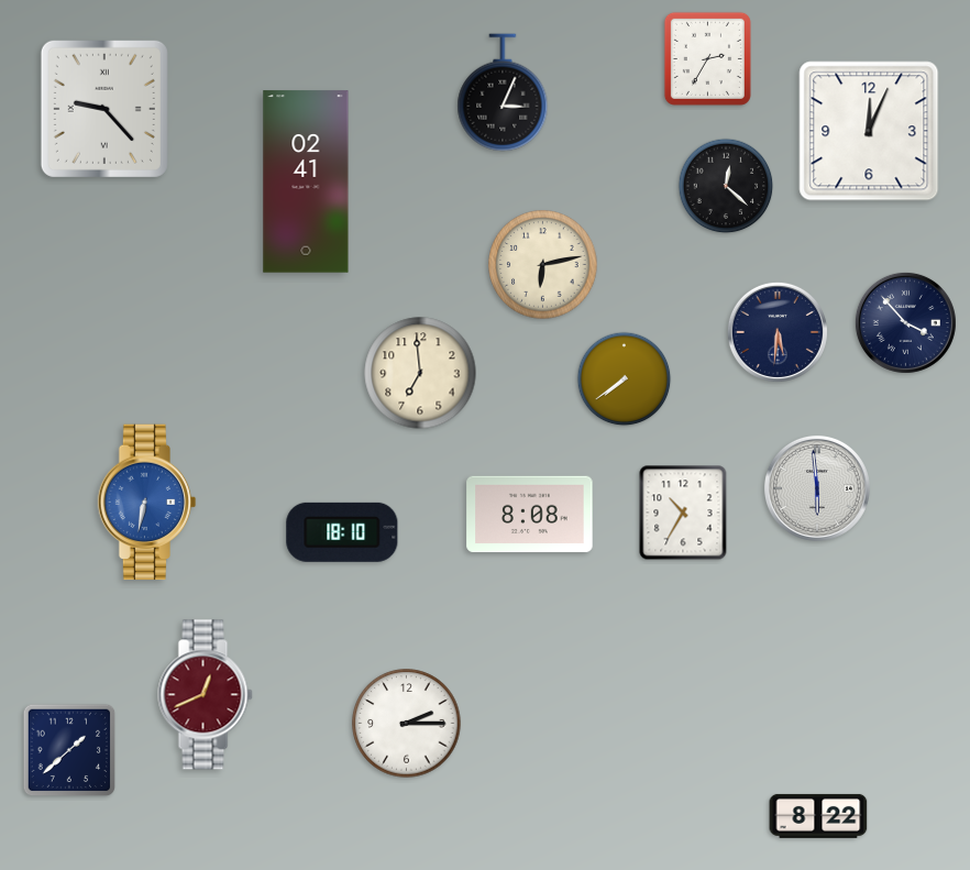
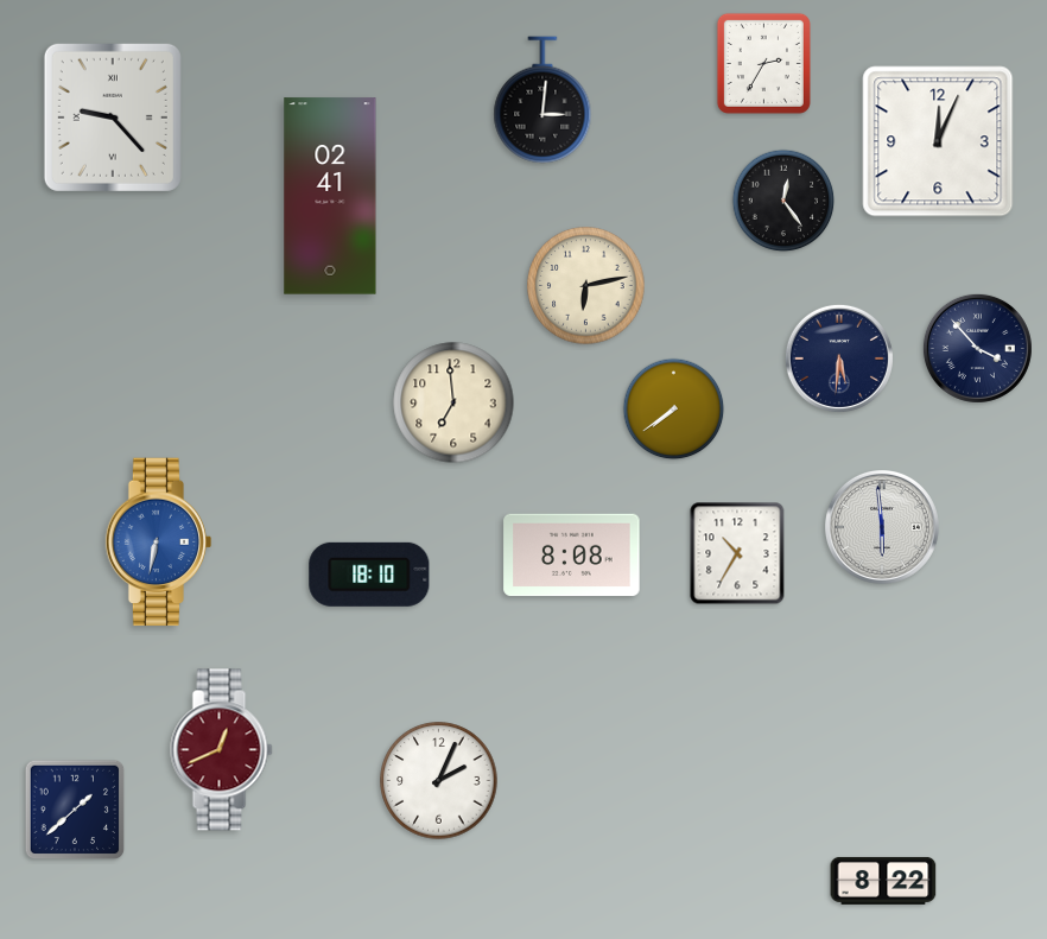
clock at (503, 92): 3:04 -> 3:01
clock at (726, 186): 12:22 -> 12:24
clock at (407, 724): 2:15 -> 2:04
